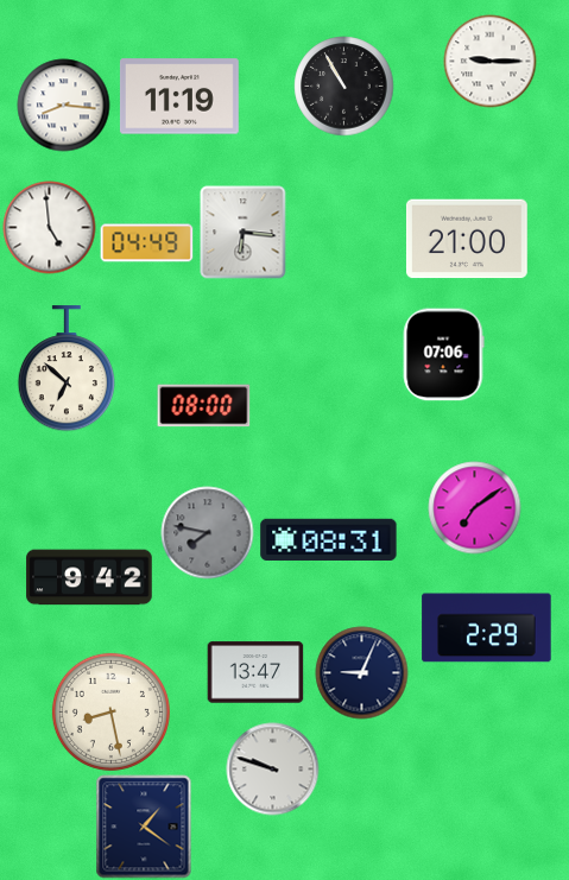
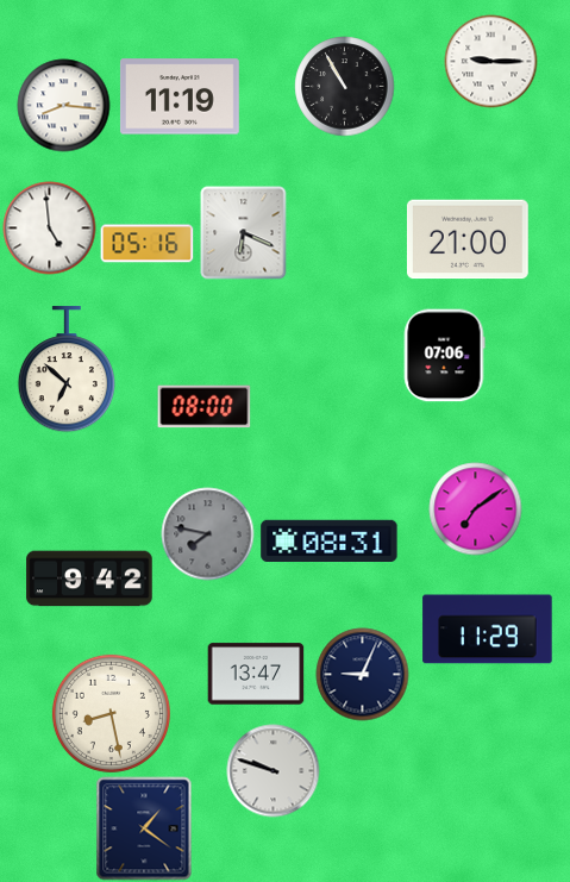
clock at (244, 232): 6:16 -> 6:19
clock at (146, 243): 04:49 -> 05:16
clock at (487, 628): 2:29 -> 11:29
